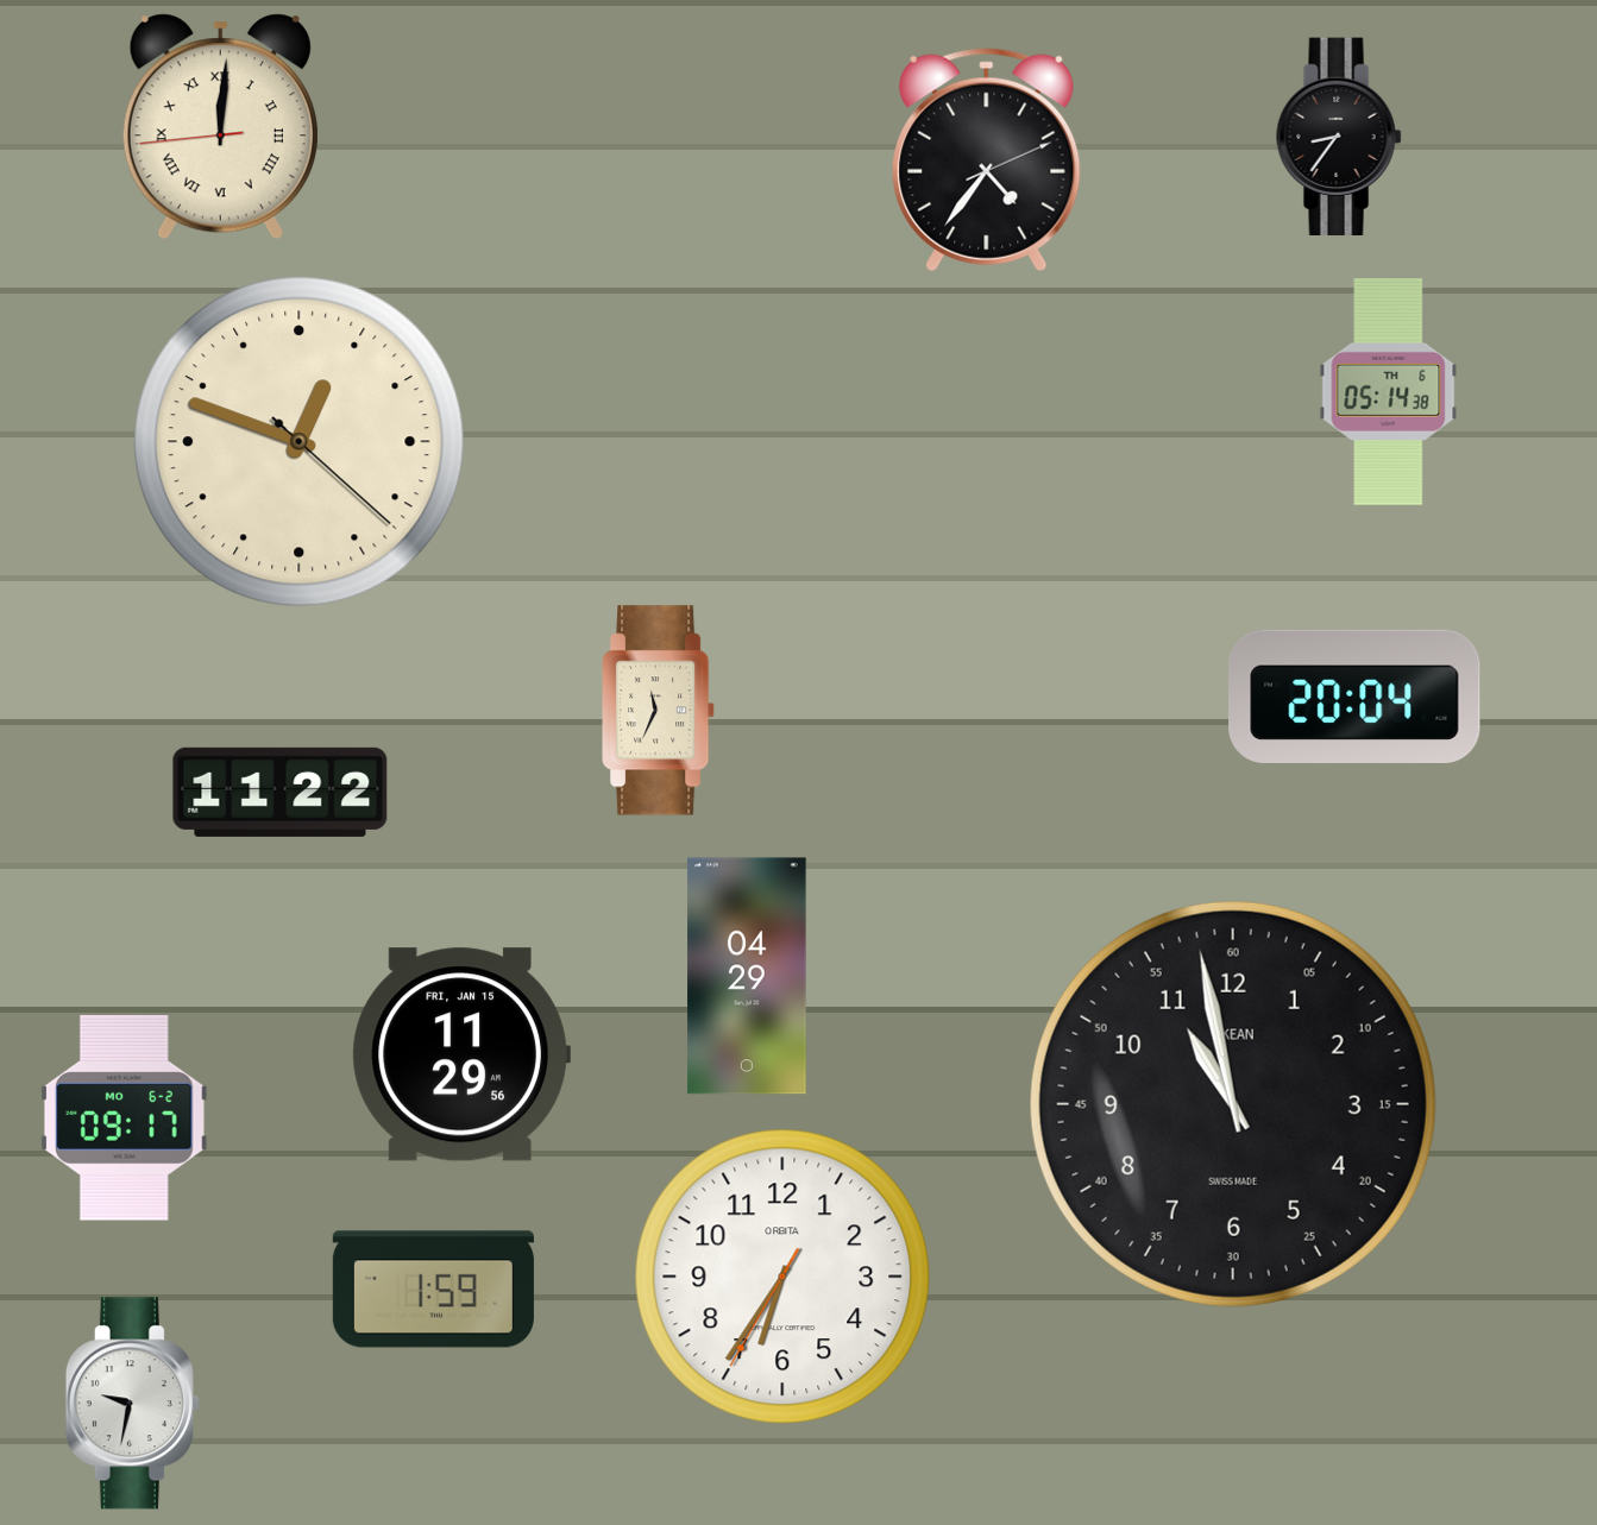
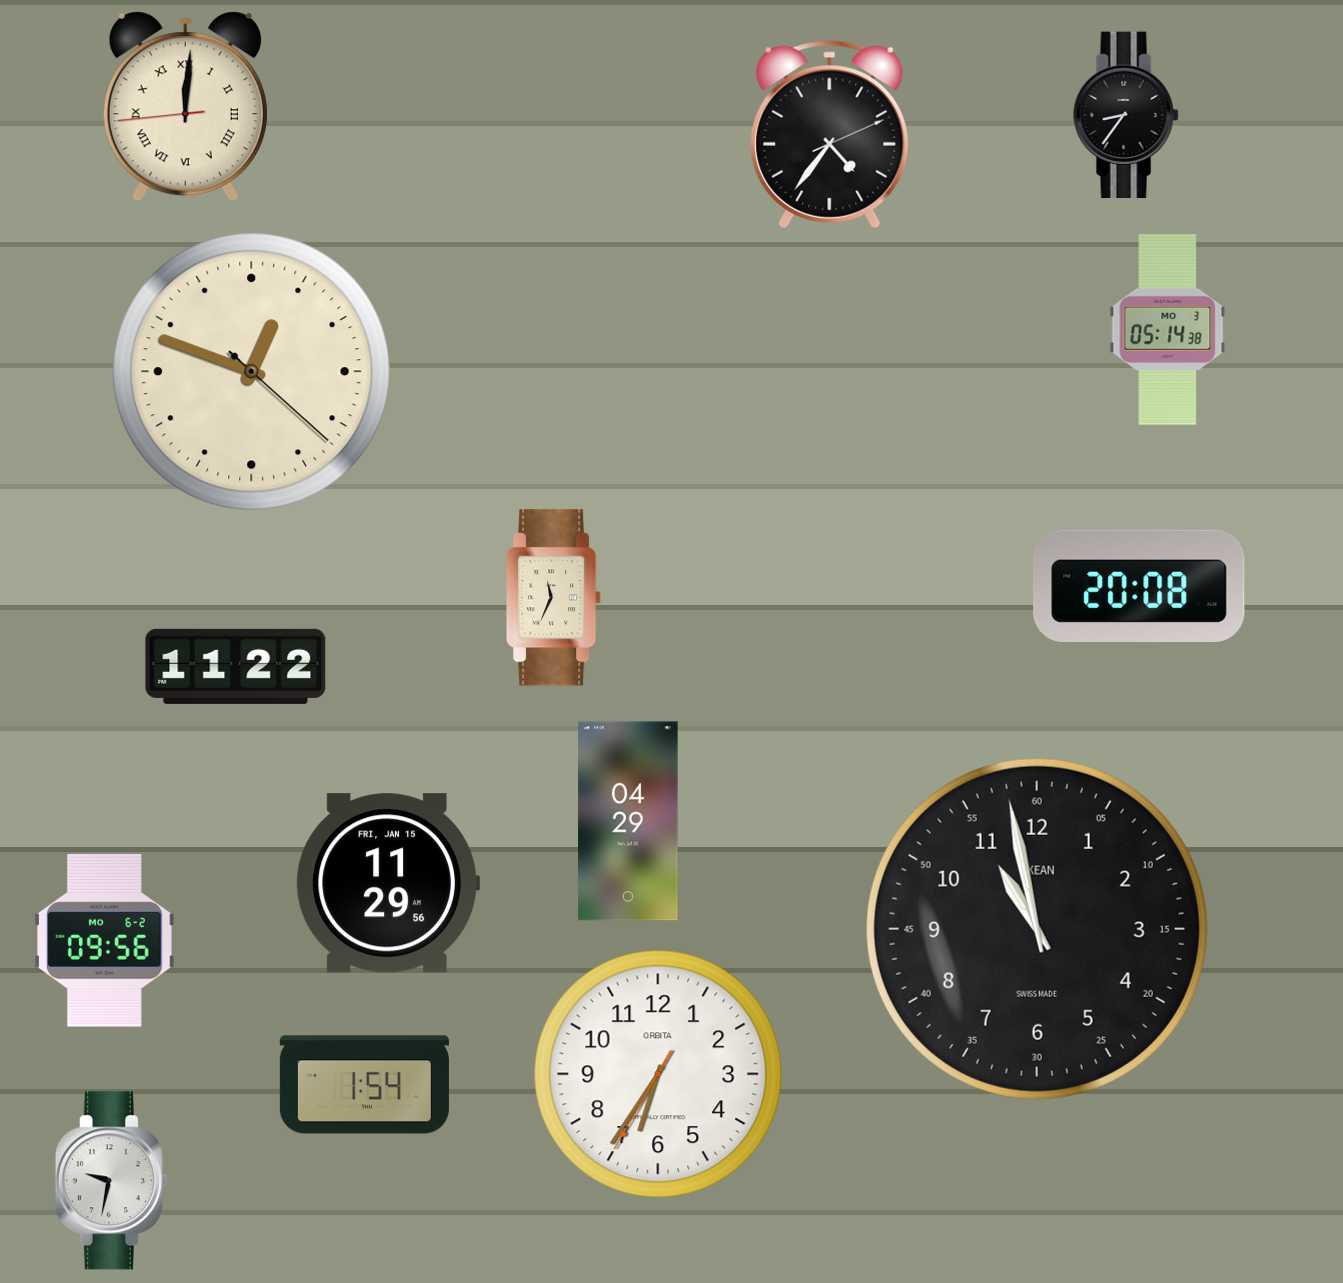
clock at (1389, 392) date: TH 6 -> MO 3
clock at (1354, 695): 20:04 -> 20:08
clock at (461, 1054) position: (461, 1054) -> (388, 883)
clock at (124, 1117): 09:17 -> 09:56
clock at (433, 1290): 1:59 -> 1:54
